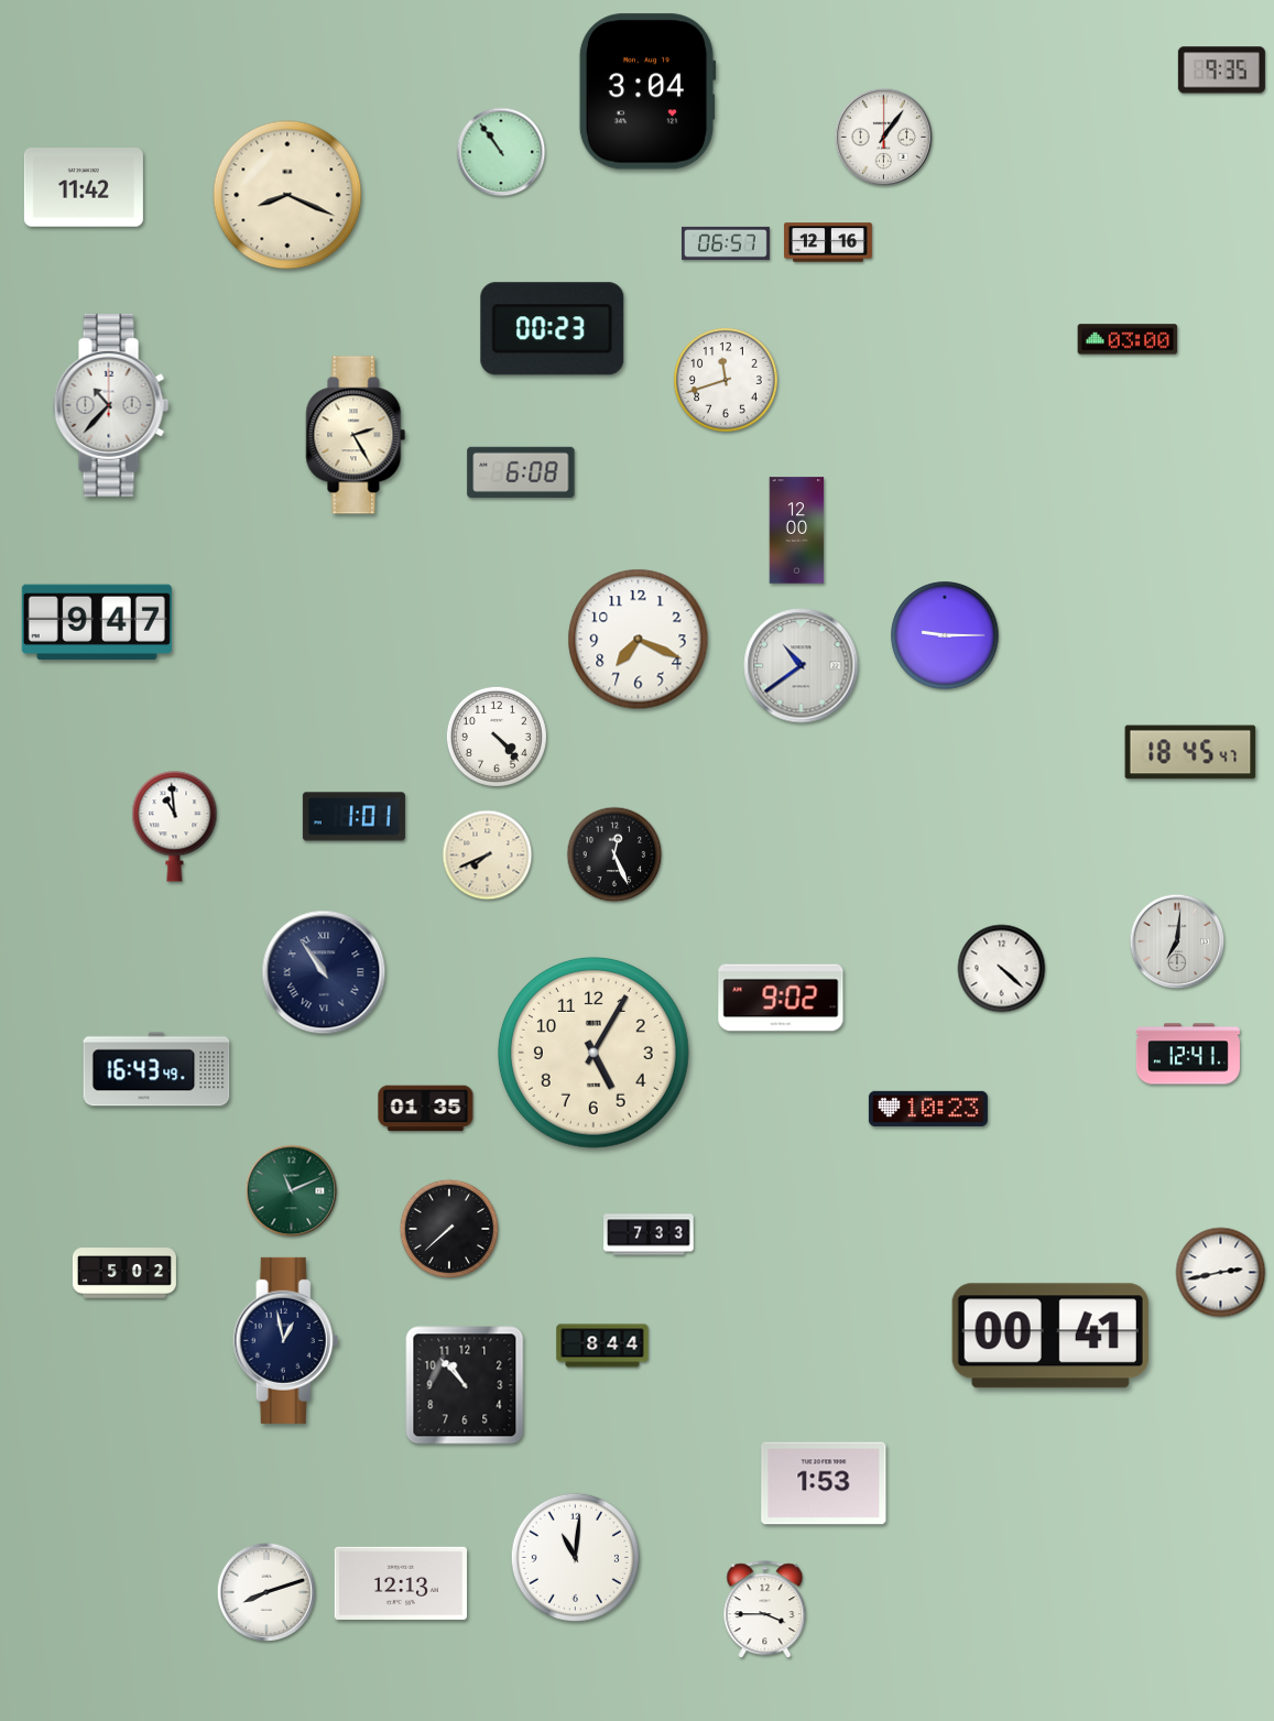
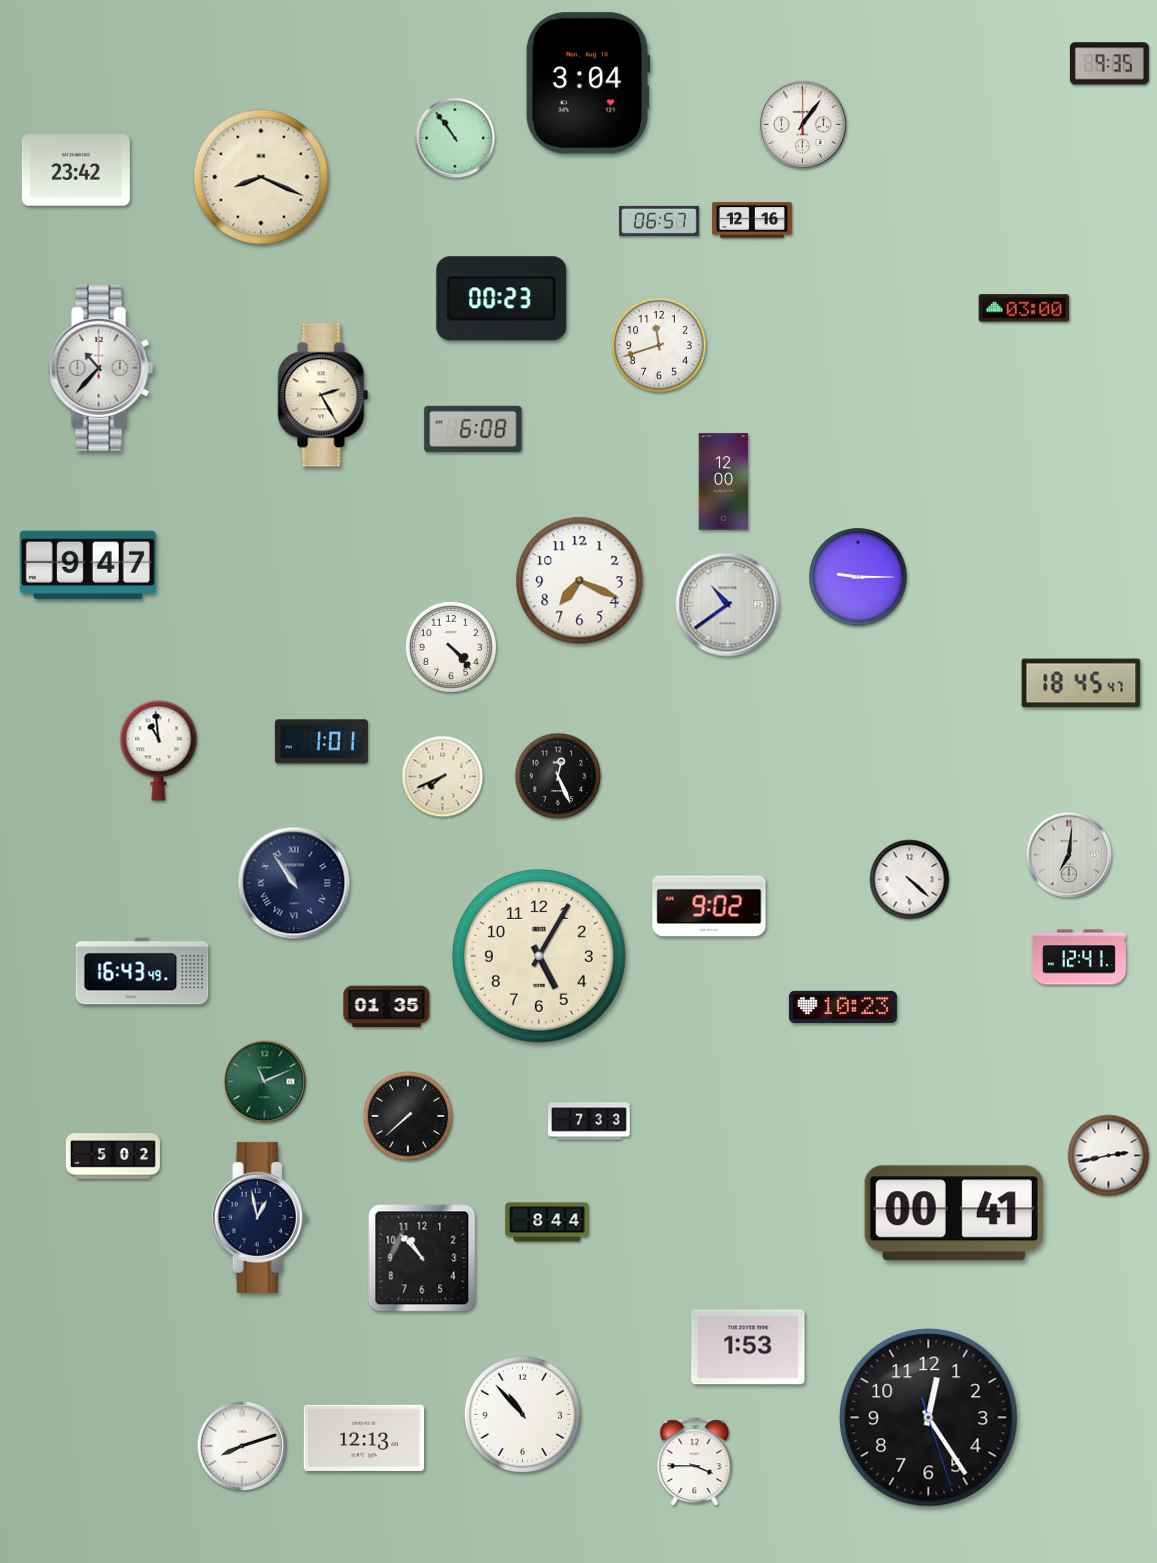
clock at (84, 187): 11:42 -> 23:42
clock at (497, 737) position: (497, 737) -> (451, 647)
clock at (575, 1557): 11:01 -> 10:53
clock at (929, 1418): none -> 12:24
